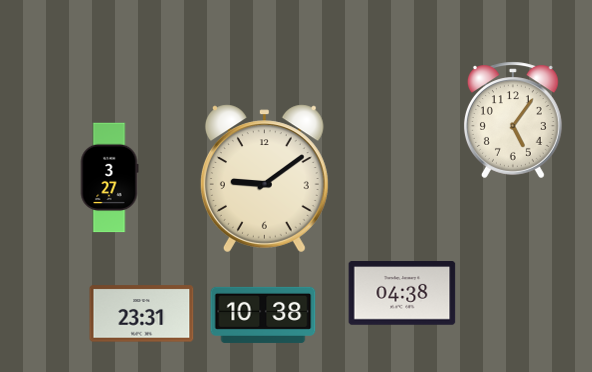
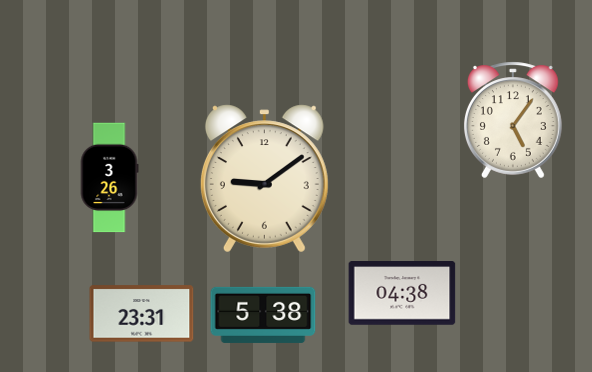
clock at (109, 178): 3:27 -> 3:26
clock at (263, 315): 10:38 -> 5:38
